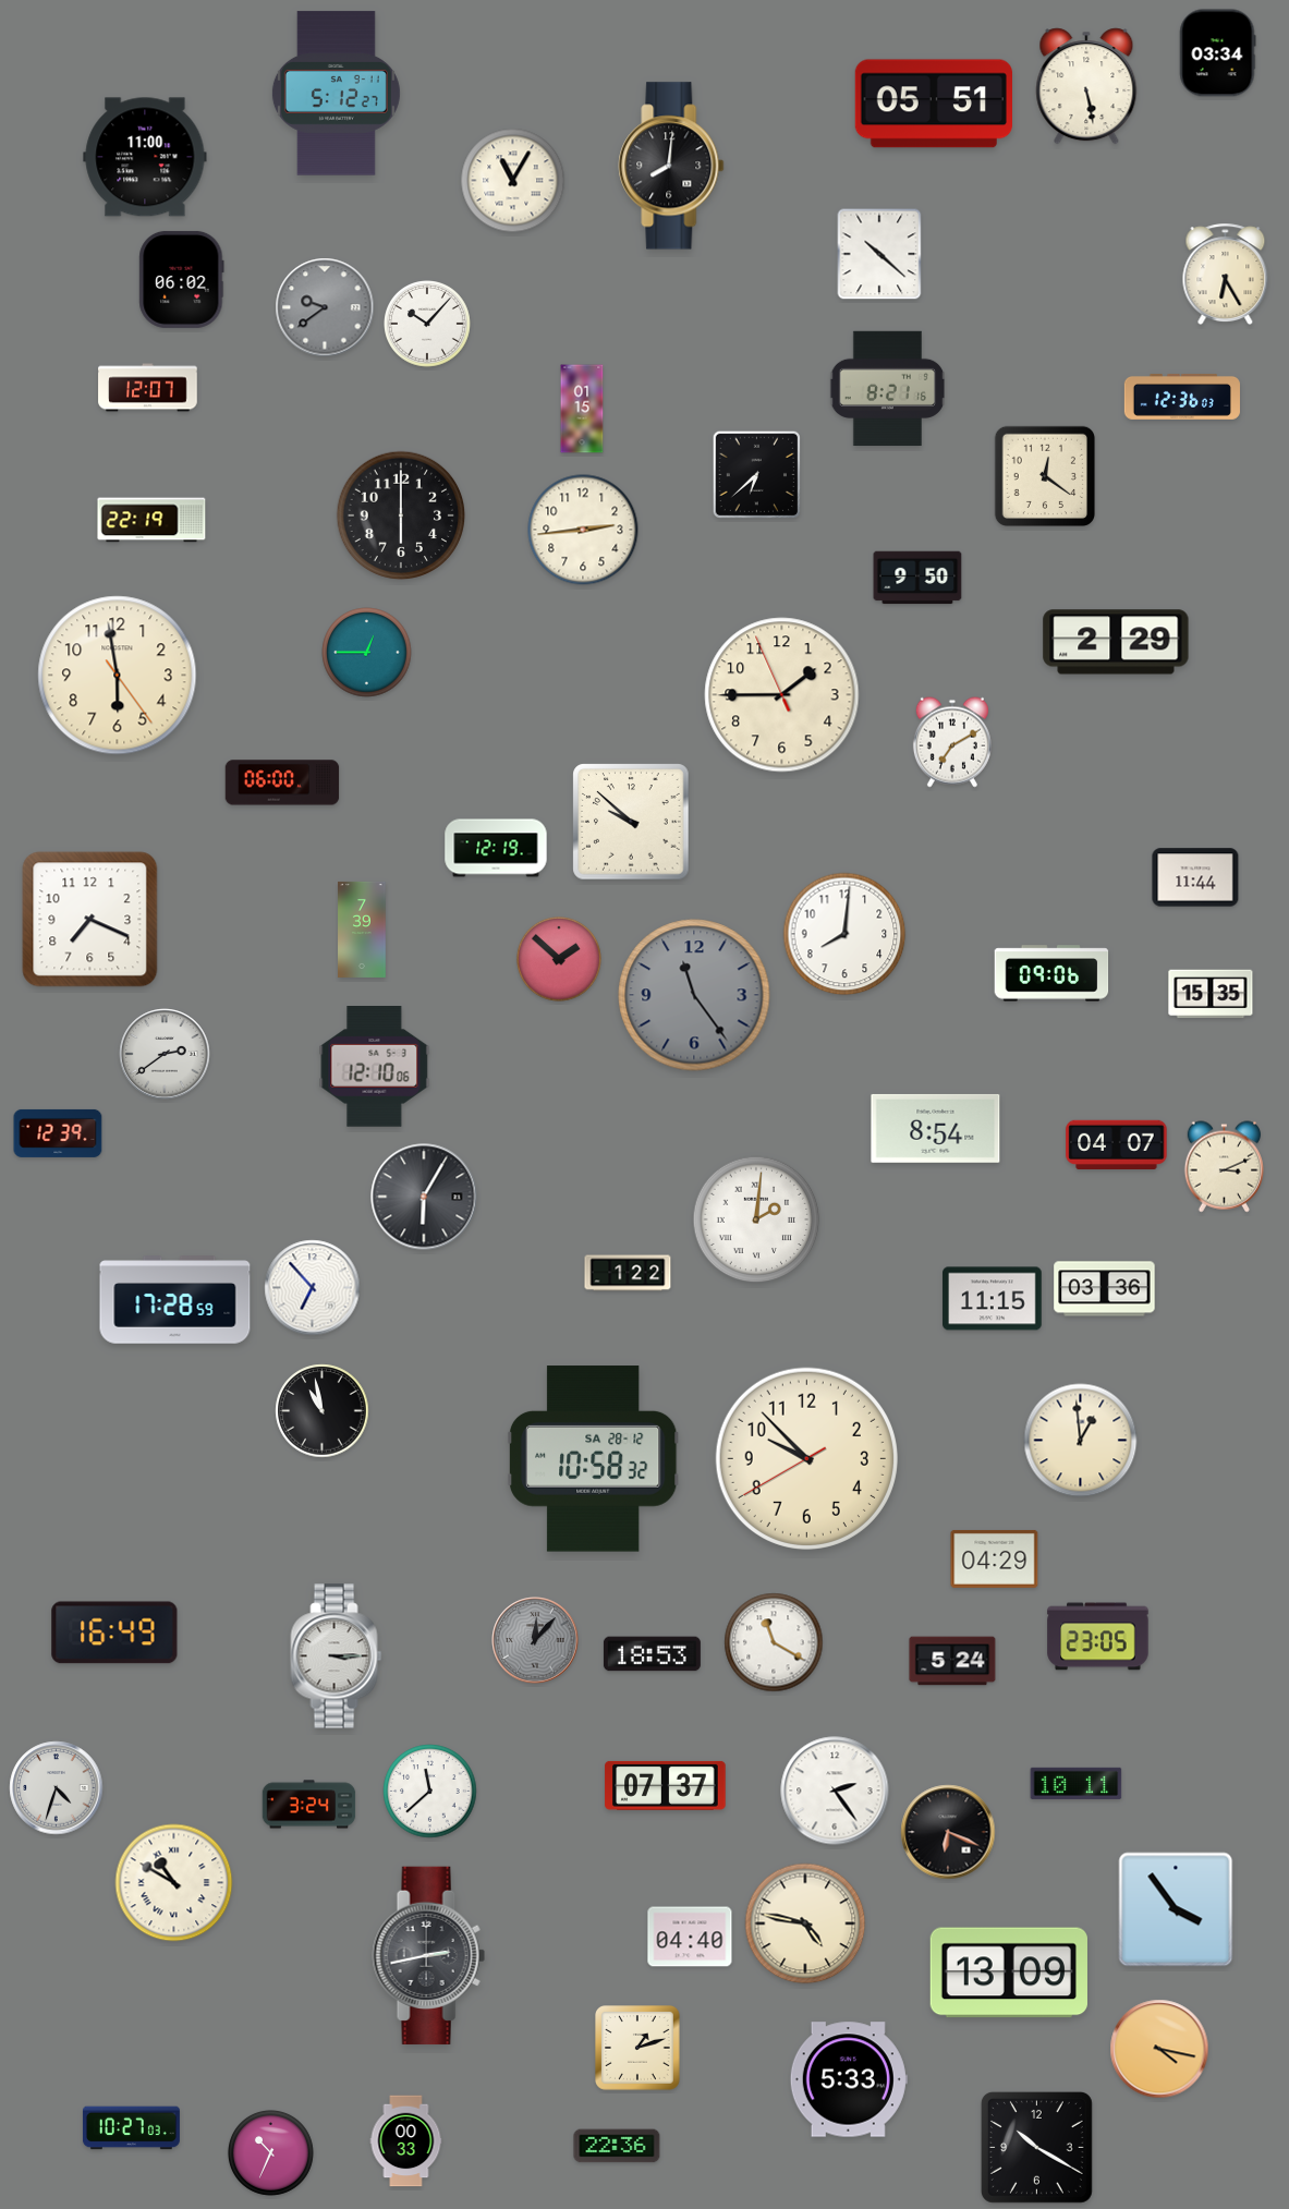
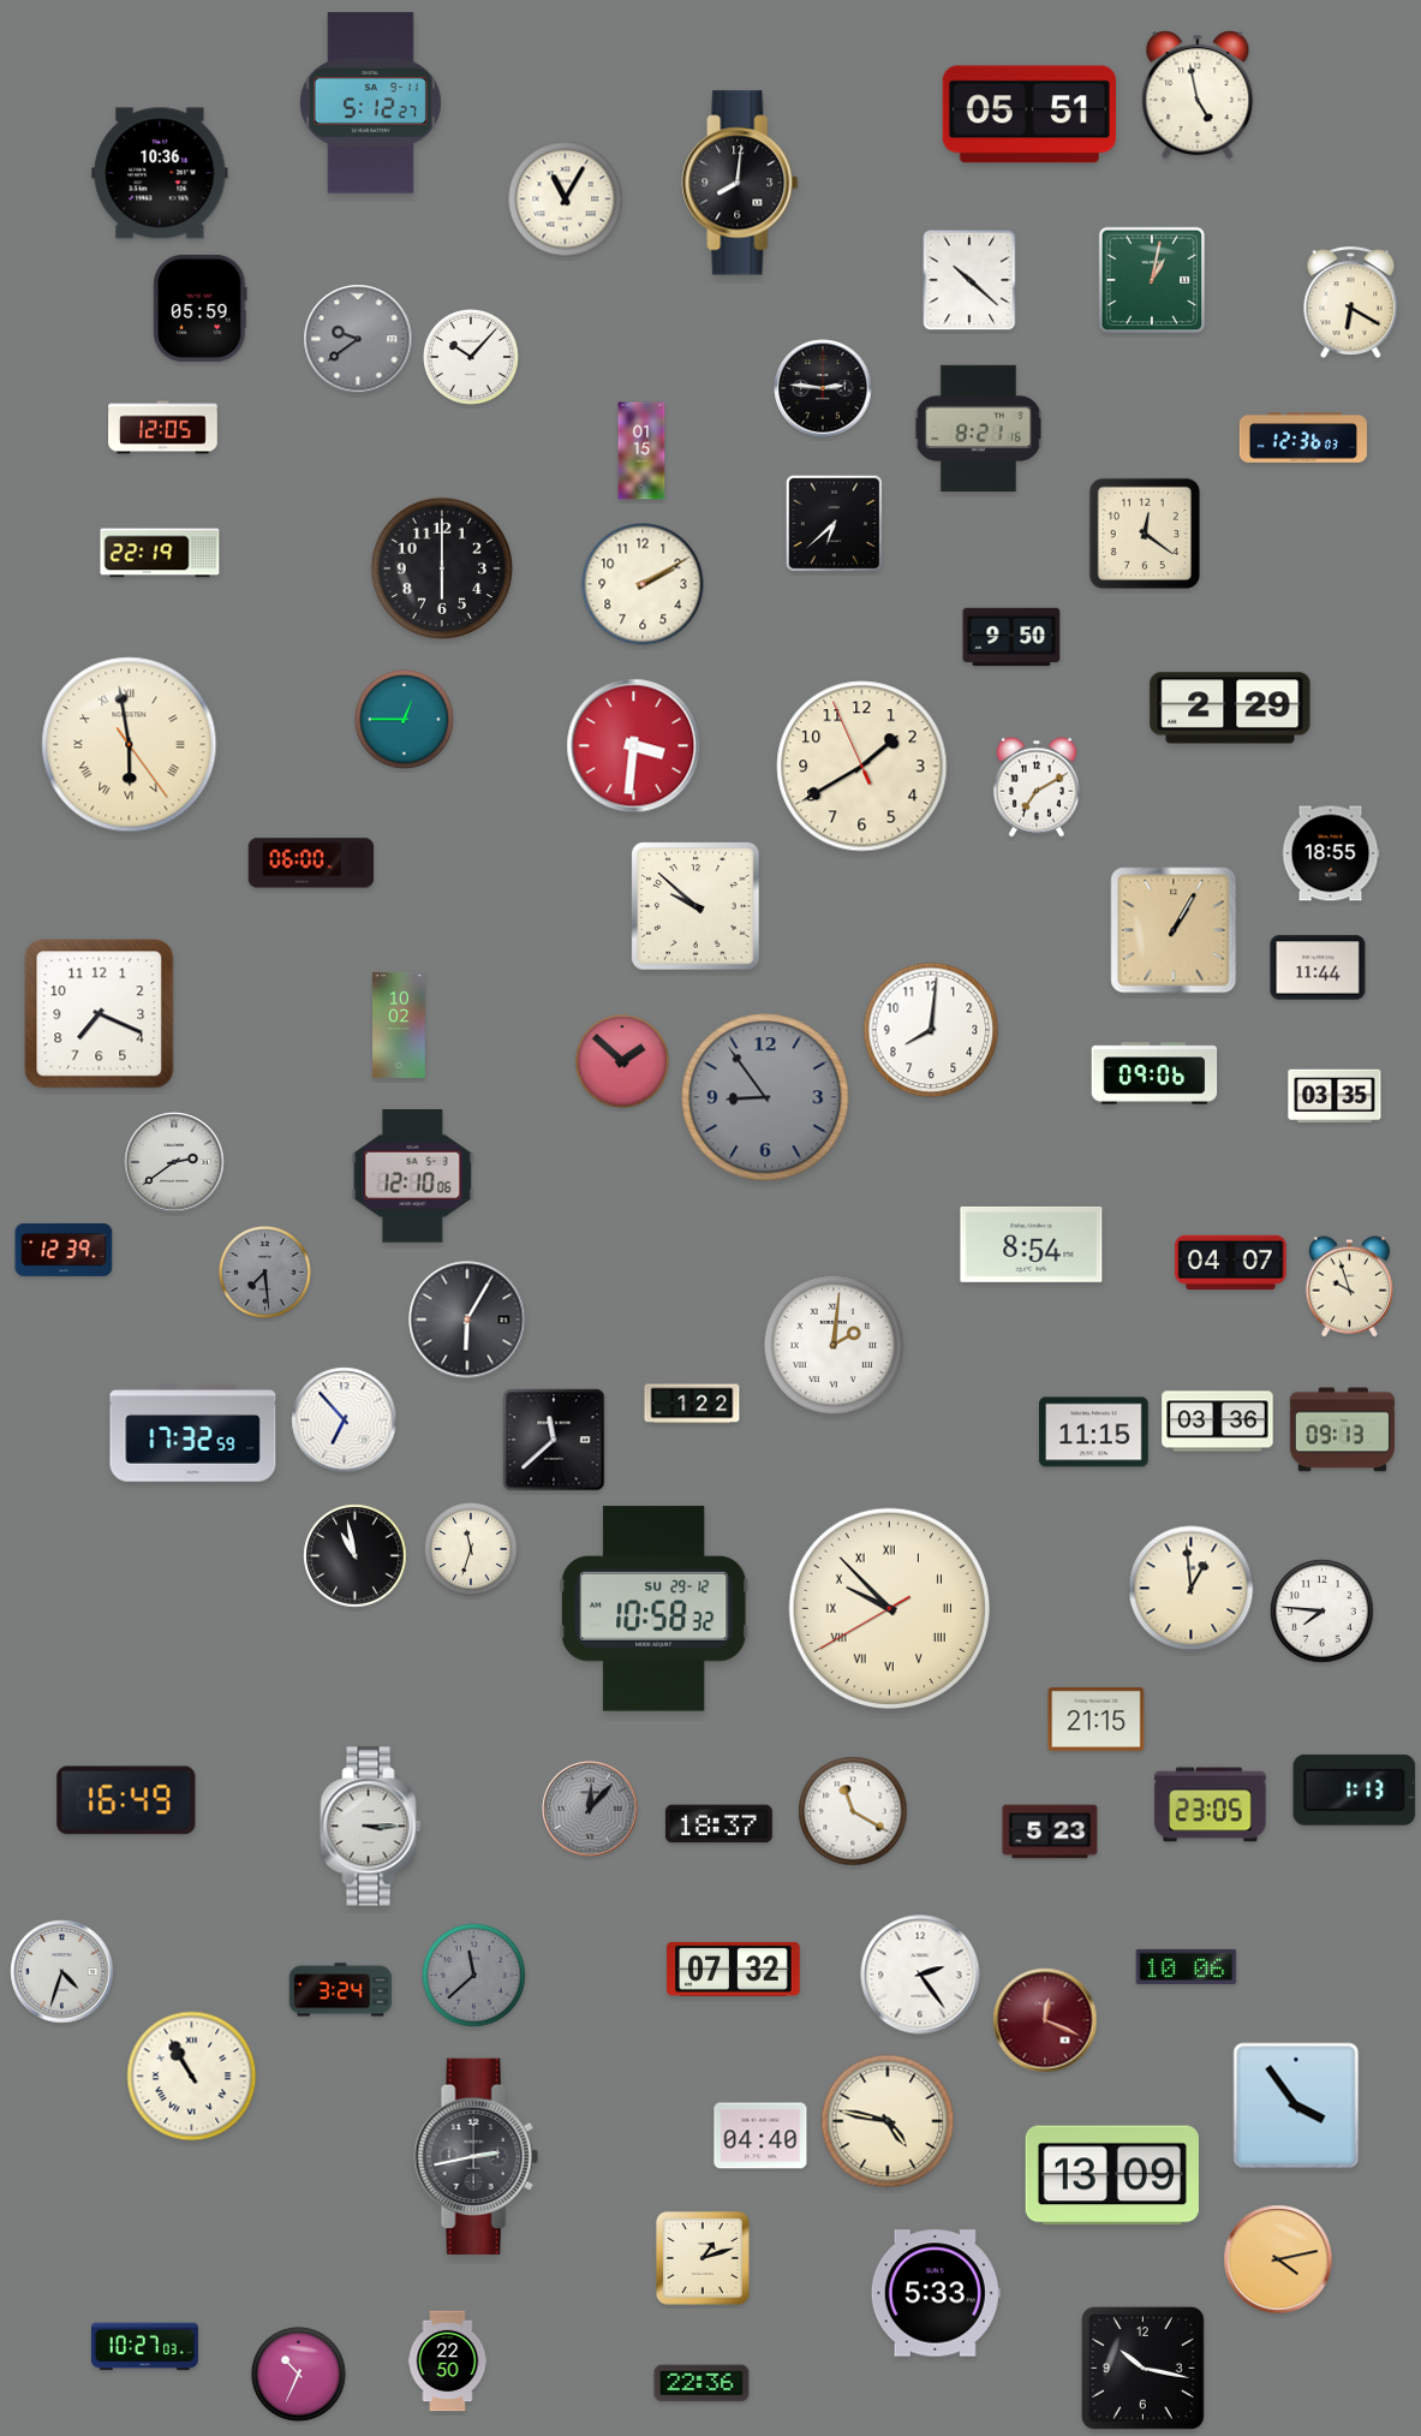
clock at (1217, 53): 03:34 -> none
clock at (1086, 86): 5:28 -> 4:58
clock at (145, 157): 11:00 -> 10:36
clock at (1152, 280): none -> 1:02
clock at (1226, 275): 6:25 -> 6:20
clock at (182, 279): 06:02 -> 05:59
clock at (823, 388): none -> 2:46
clock at (148, 388): 12:07 -> 12:05
clock at (1044, 475) position: (1044, 475) -> (1144, 532)
clock at (151, 520) position: (151, 520) -> (160, 553)
clock at (583, 530): 2:44 -> 2:10
clock at (118, 676) numerals: Arabic -> Roman
clock at (634, 746): none -> 3:31
clock at (782, 695): 1:44 -> 1:39
clock at (952, 742) position: (952, 742) -> (1037, 787)
clock at (1331, 853): none -> 18:55
clock at (1174, 930): none -> 1:05
clock at (496, 848): 12:19 -> none
clock at (362, 930): 7:39 -> 10:02
clock at (559, 959) position: (559, 959) -> (622, 1061)
clock at (1051, 973) position: (1051, 973) -> (1154, 1073)
clock at (1211, 994): 15:35 -> 03:35
clock at (694, 995): 11:24 -> 8:54
clock at (165, 1054) position: (165, 1054) -> (174, 1162)
clock at (264, 1271): none -> 7:29
clock at (1224, 1167): 3:11 -> 9:57
clock at (1342, 1430): none -> 09:13
clock at (175, 1300): 17:28 -> 17:32
clock at (554, 1440): none -> 11:38
clock at (471, 1549): none -> 11:33
clock at (806, 1458) numerals: Arabic -> Roman
clock at (593, 1459) date: SA 28-12 -> SU 29-12
clock at (1323, 1612): none -> 7:46
clock at (995, 1558): 04:29 -> 21:15
clock at (1355, 1789): none -> 1:13
clock at (652, 1654): 18:53 -> 18:37
clock at (952, 1661): 5:24 -> 5:23
clock at (1077, 1783): 10:11 -> 10:06
clock at (666, 1785): 07:37 -> 07:32
clock at (430, 1792) dial: white -> grey
clock at (948, 1832): 6:19 -> 12:19
clock at (948, 1832) dial: black -> burgundy
clock at (174, 1883): 10:50 -> 10:55
clock at (428, 1955) position: (428, 1955) -> (476, 2156)
clock at (1159, 2049): 4:17 -> 4:13
clock at (406, 2141): 00:33 -> 22:50
clock at (617, 2146) position: (617, 2146) -> (701, 2383)
clock at (1036, 2147): 10:20 -> 10:17
